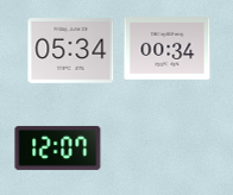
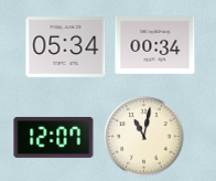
clock at (144, 137): none -> 11:02
